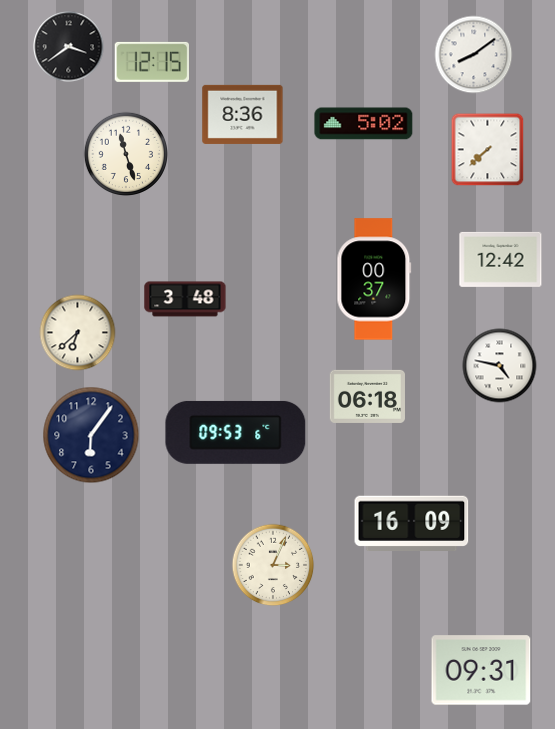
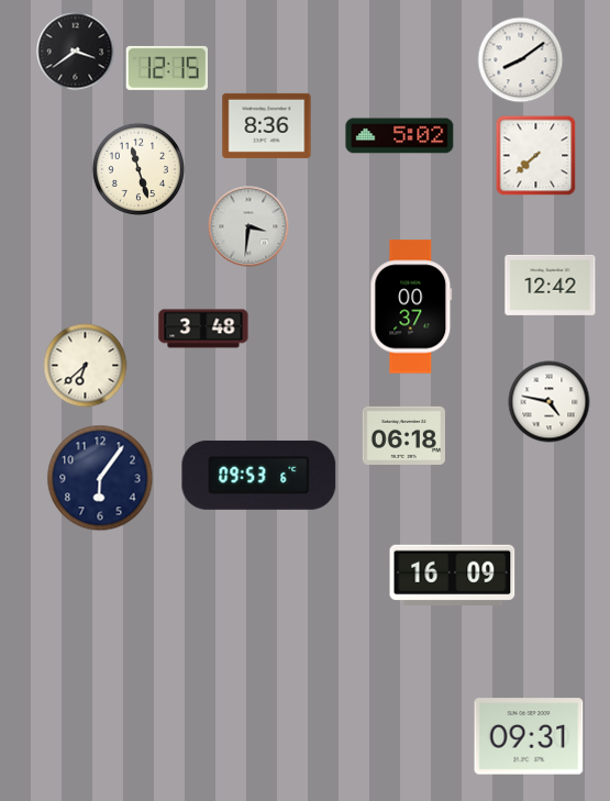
clock at (488, 150) position: (488, 150) -> (536, 156)
clock at (248, 226): none -> 3:31
clock at (273, 565): 3:04 -> none
